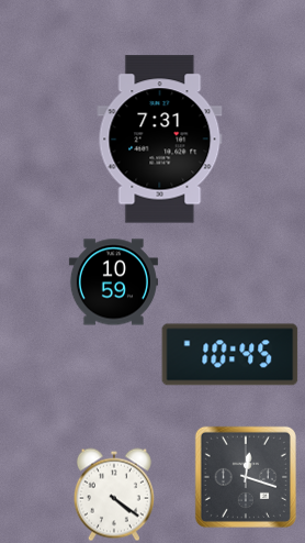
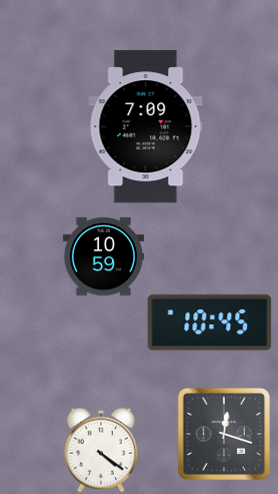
clock at (160, 140): 7:31 -> 7:09
clock at (114, 495) position: (114, 495) -> (101, 450)
